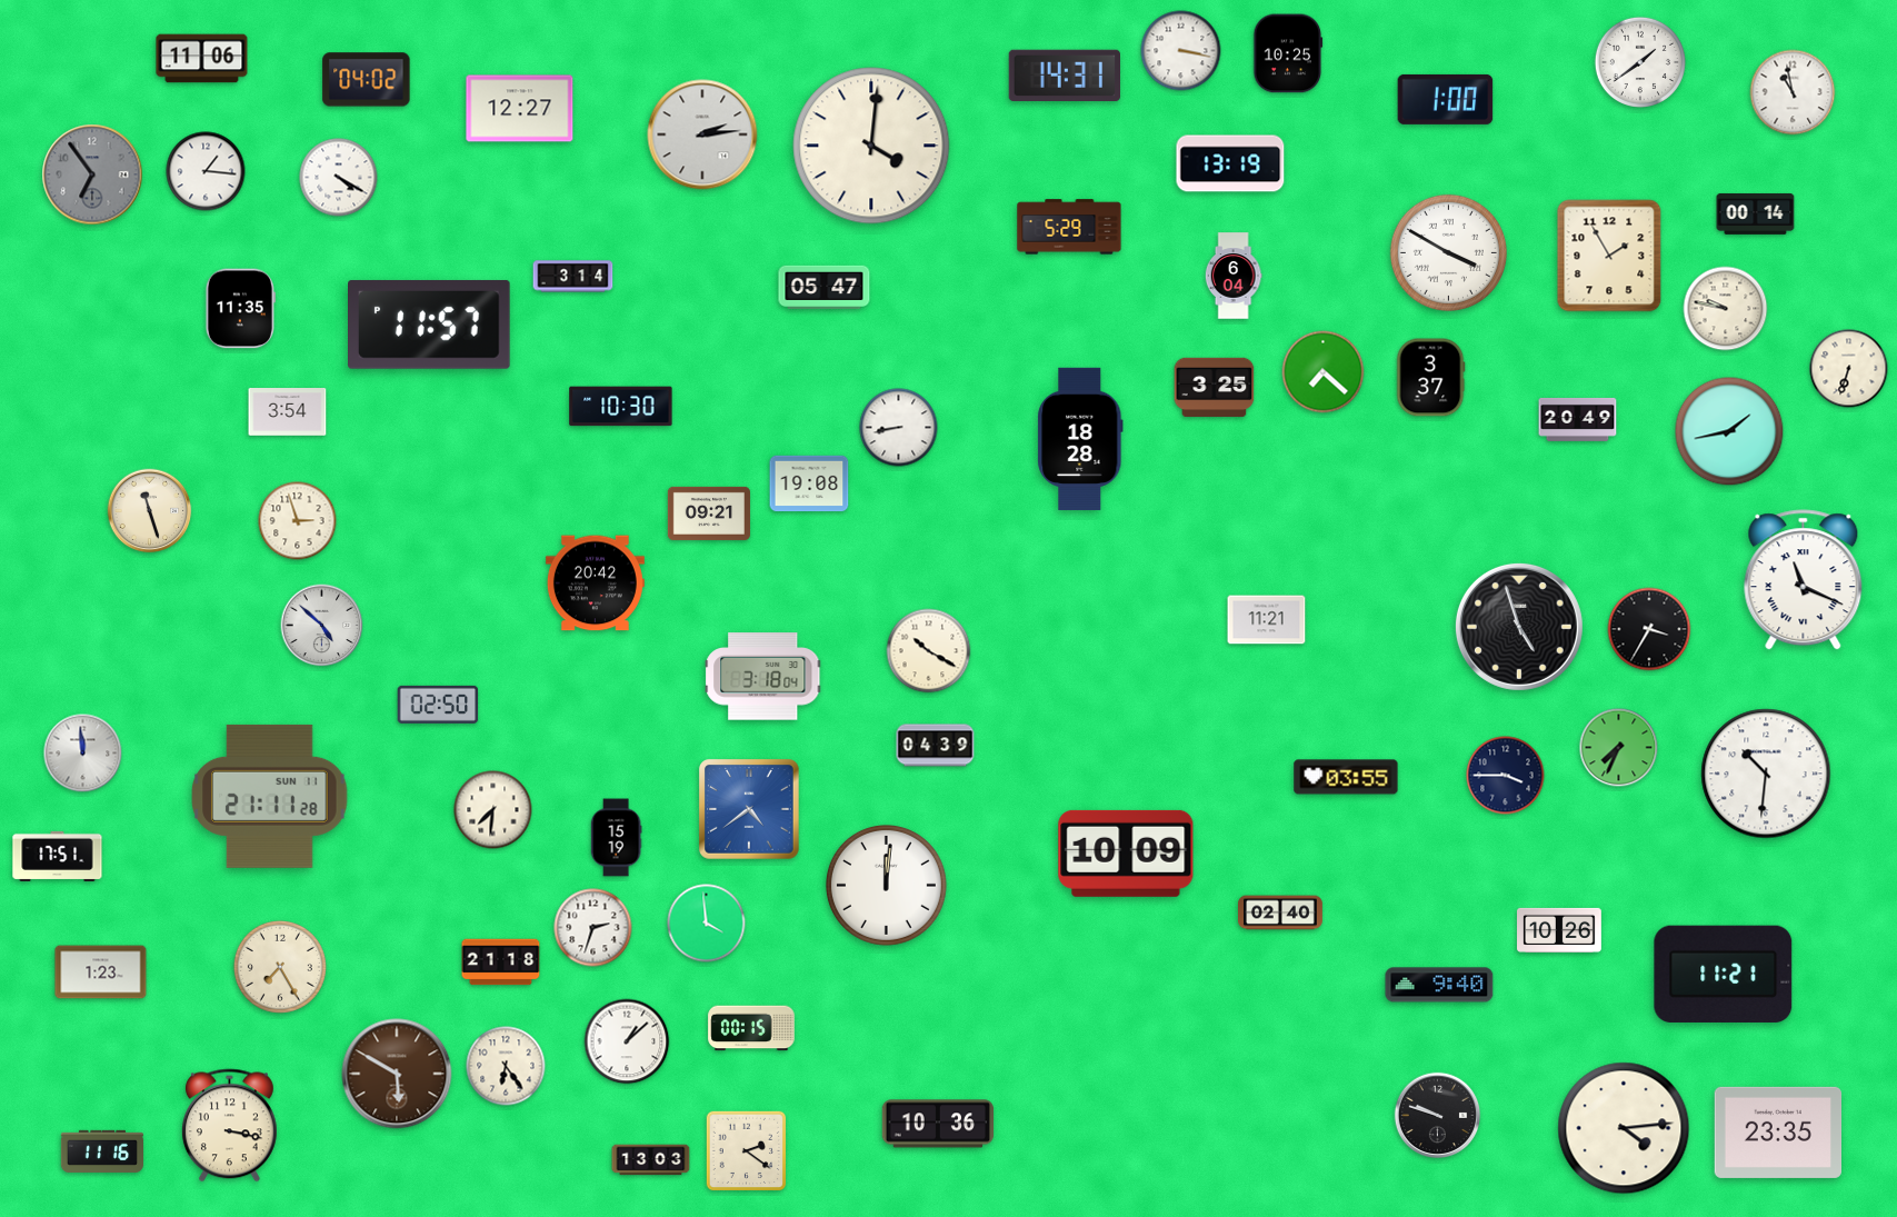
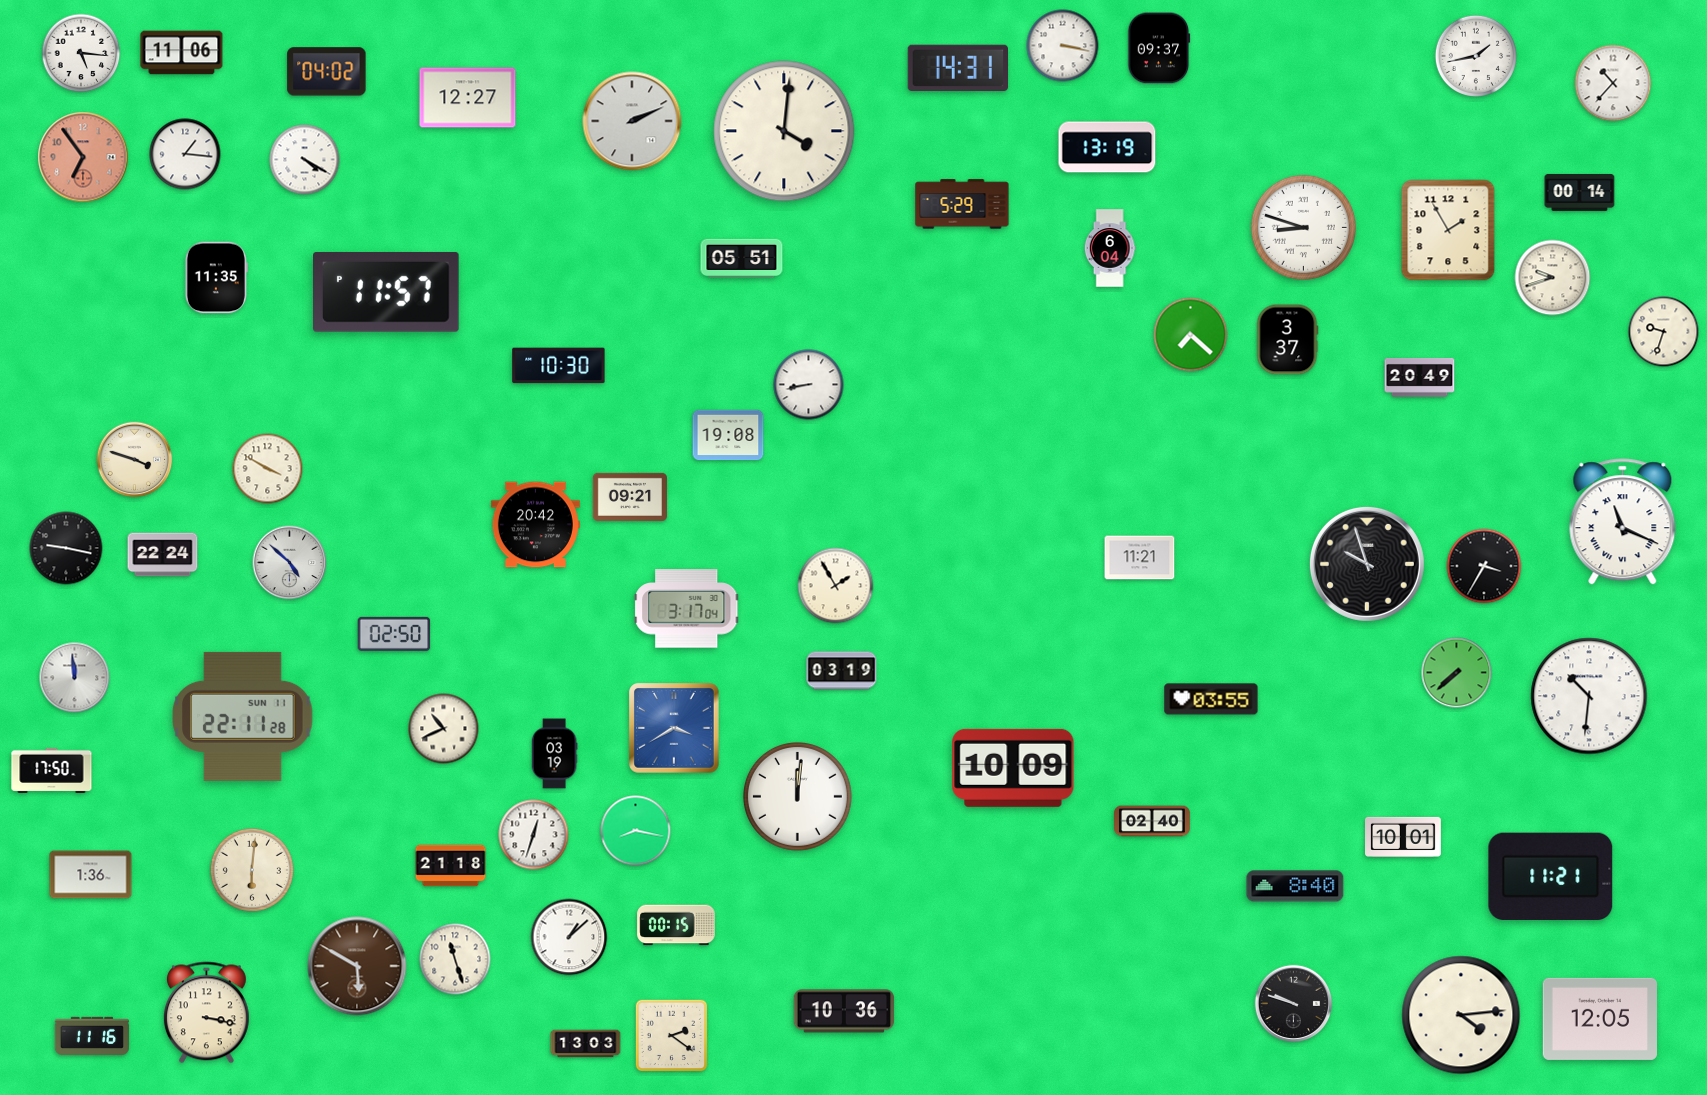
clock at (1288, 53): 10:25 -> 09:37
clock at (81, 53): none -> 5:16
clock at (1640, 62): 1:39 -> 1:43
clock at (367, 80) position: (367, 80) -> (327, 72)
clock at (1793, 92): 10:58 -> 10:37
clock at (1446, 99): 1:00 -> none
clock at (702, 134): 2:14 -> 2:11
clock at (92, 174) dial: grey -> salmon
clock at (1448, 252): 3:50 -> 8:48
clock at (573, 277): 3:14 -> none
clock at (825, 287): 05:47 -> 05:51
clock at (1726, 309): 9:47 -> 9:42
clock at (1849, 369): 6:33 -> 9:33
clock at (1215, 388): 3:25 -> none
clock at (288, 412): 3:54 -> none
clock at (1729, 431): 1:43 -> none
clock at (1080, 439): 18:28 -> none
clock at (150, 511): 11:27 -> 3:48
clock at (709, 513) position: (709, 513) -> (630, 497)
clock at (298, 521): 2:57 -> 3:50
clock at (66, 548): none -> 9:17
clock at (163, 555): none -> 22:24
clock at (1519, 627): 4:57 -> 9:57
clock at (929, 651): 10:20 -> 1:55
clock at (763, 677): 3:18 -> 3:17
clock at (936, 746): 04:39 -> 03:19
clock at (1619, 748): 7:34 -> 7:38
clock at (1506, 776): 3:45 -> none
clock at (270, 796): 21:11 -> 22:11
clock at (493, 810): 7:31 -> 10:41
clock at (750, 810): 4:39 -> 3:40
clock at (616, 838): 15:19 -> 03:19
clock at (58, 856): 17:51 -> 17:50
clock at (707, 924): 3:59 -> 8:17
clock at (593, 928): 2:33 -> 12:33
clock at (1560, 930): 10:26 -> 10:01
clock at (280, 967): 7:25 -> 6:01
clock at (101, 972): 1:23 -> 1:36
clock at (1439, 985): 9:40 -> 8:40
clock at (627, 1041) position: (627, 1041) -> (569, 937)
clock at (506, 1066): 6:24 -> 11:27
clock at (1777, 1133): 23:35 -> 12:05
